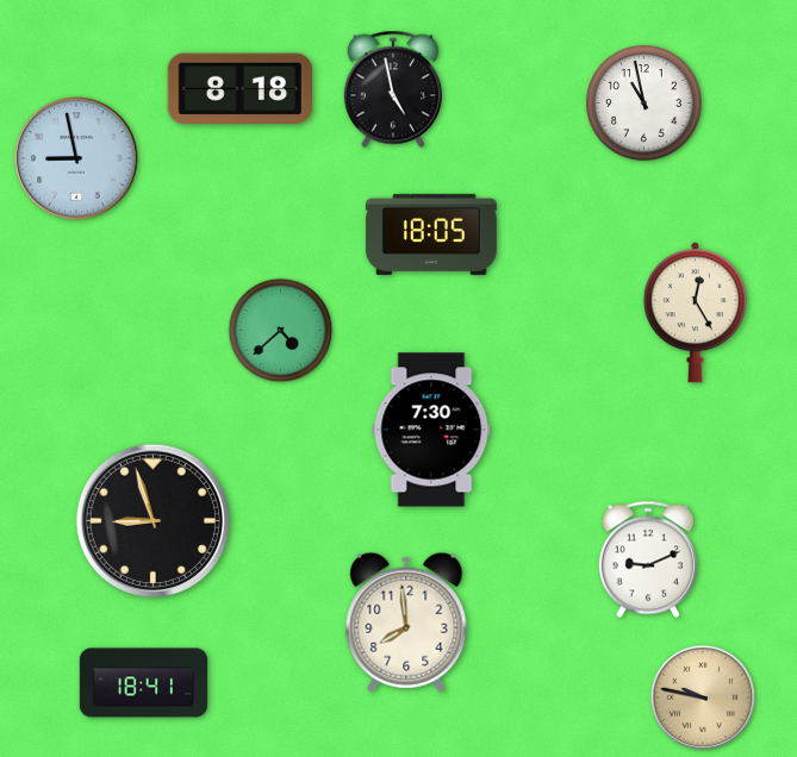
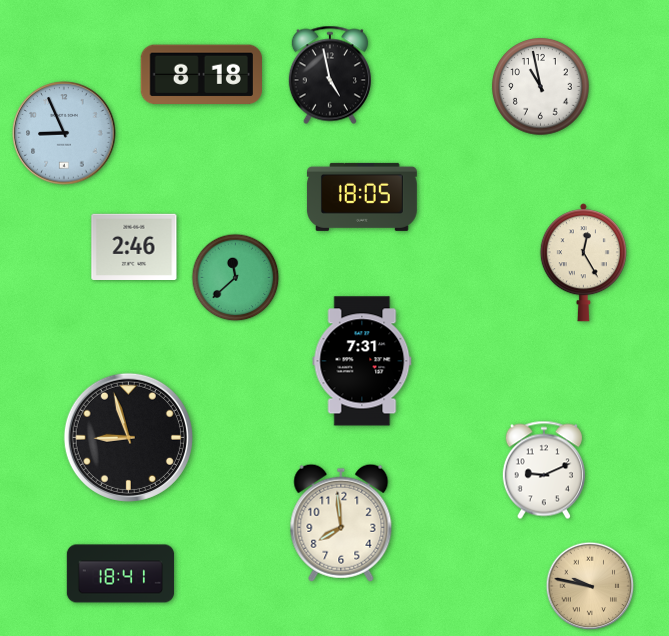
clock at (76, 158): 8:58 -> 8:56
clock at (134, 246): none -> 2:46
clock at (281, 331): 4:38 -> 11:38
clock at (431, 430): 7:30 -> 7:31
